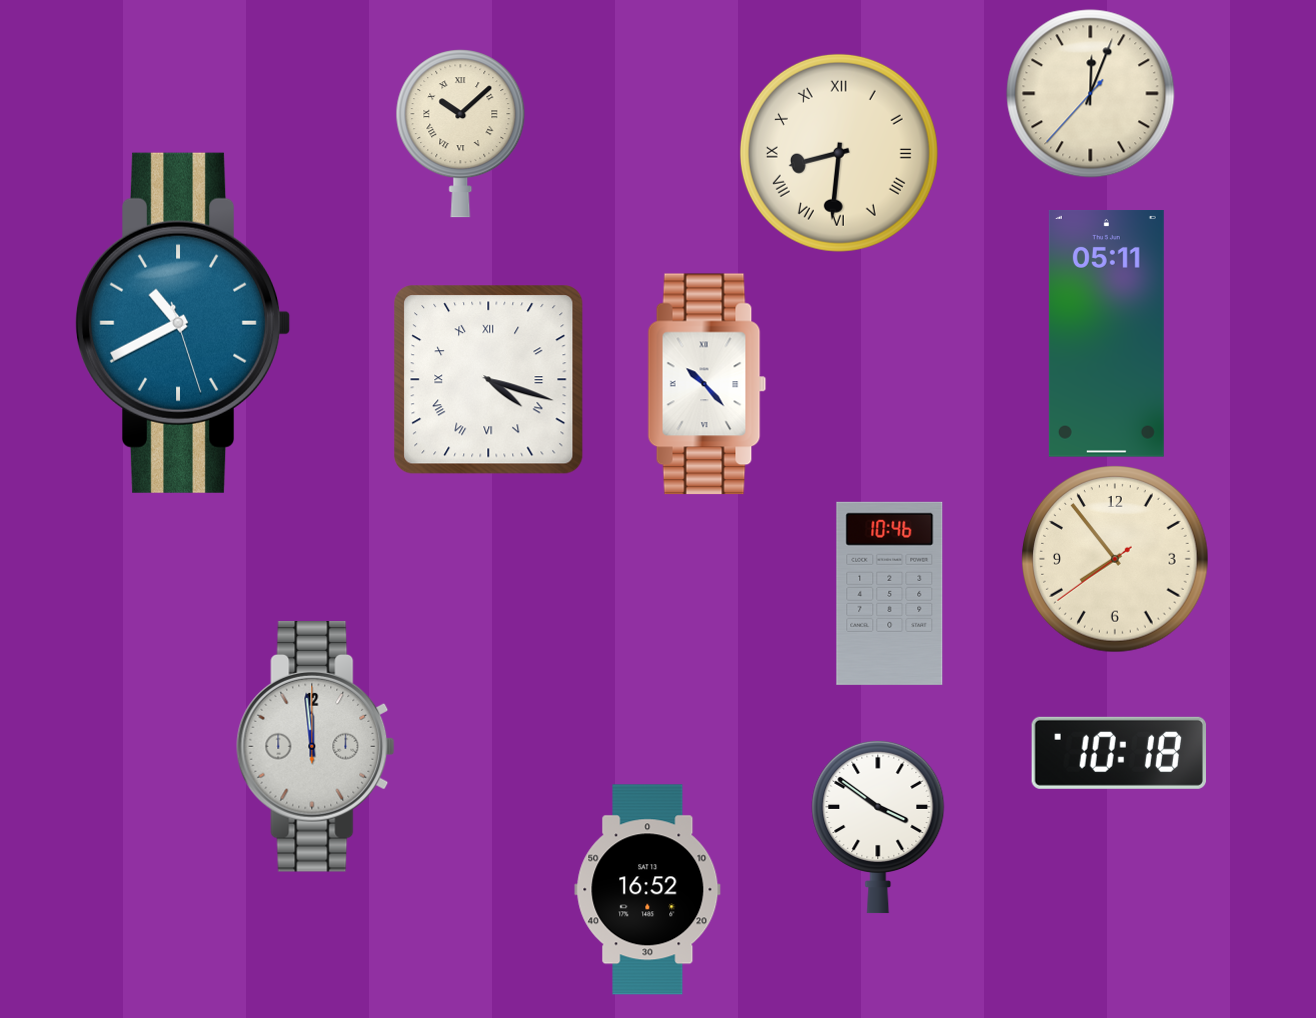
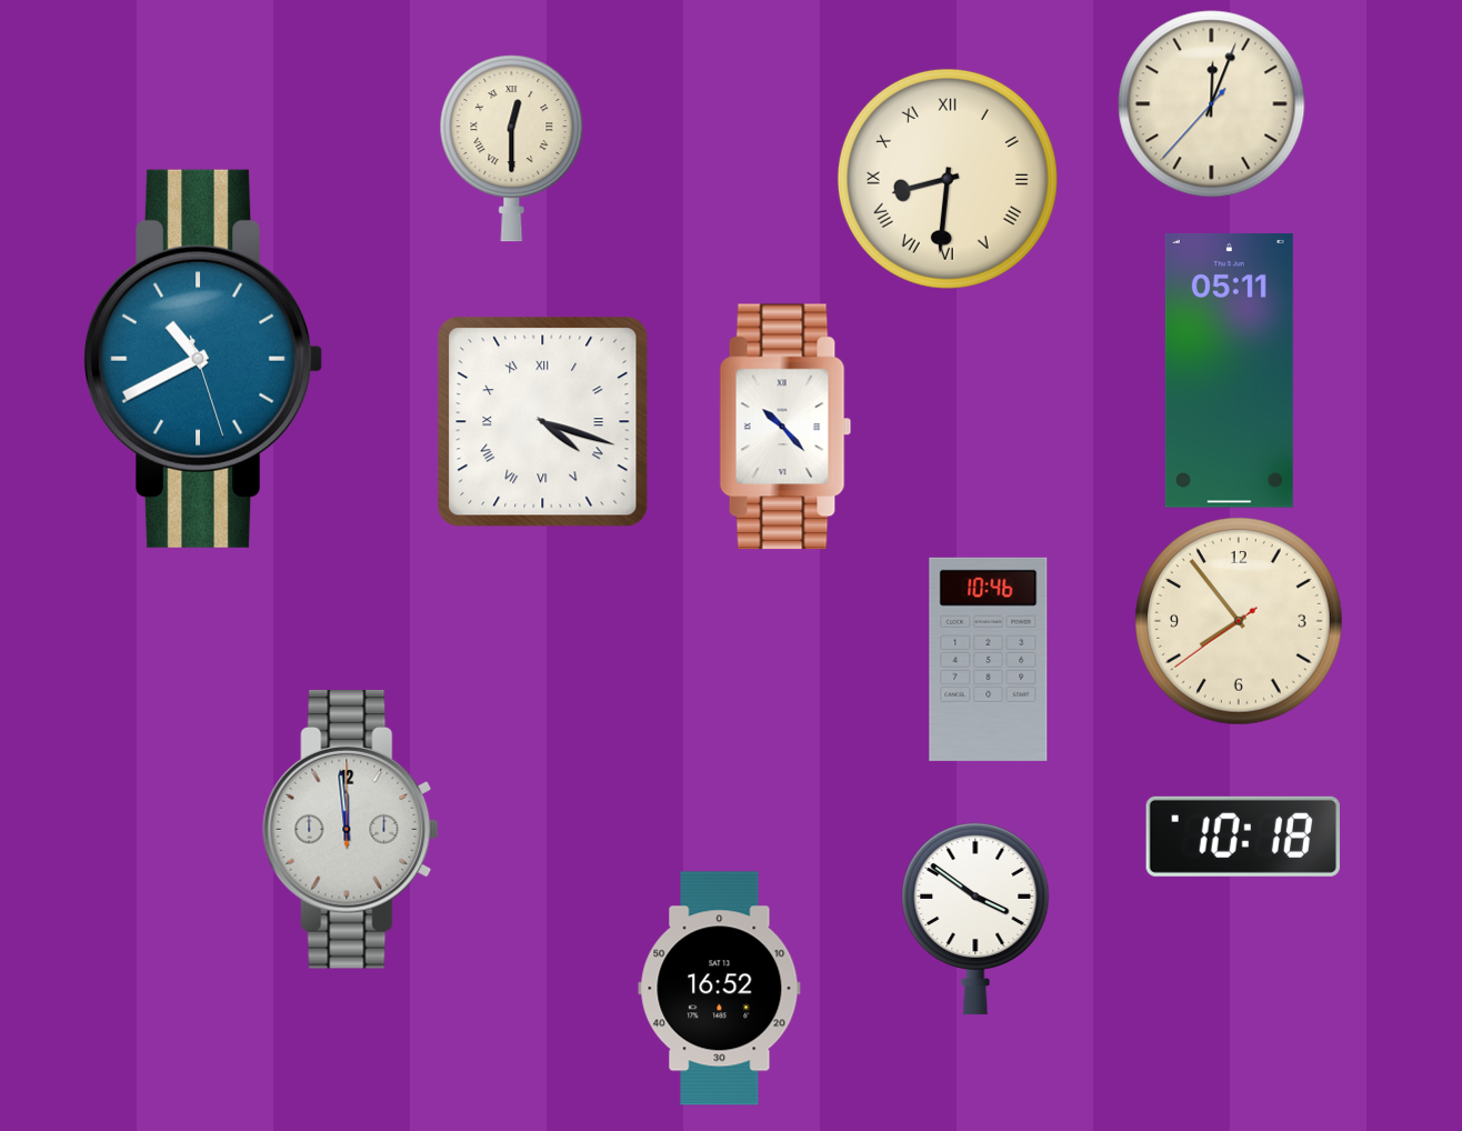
clock at (461, 134): 10:08 -> 12:30
clock at (839, 153) position: (839, 153) -> (948, 179)
